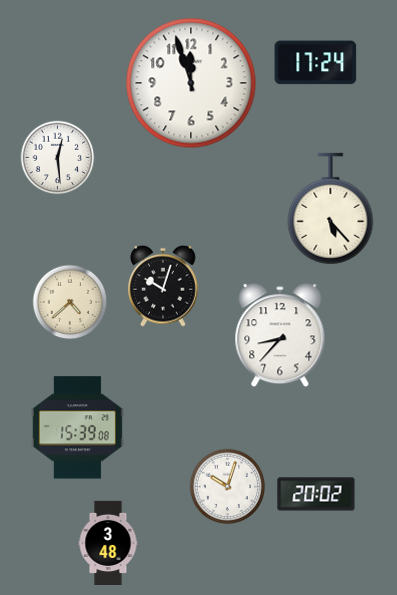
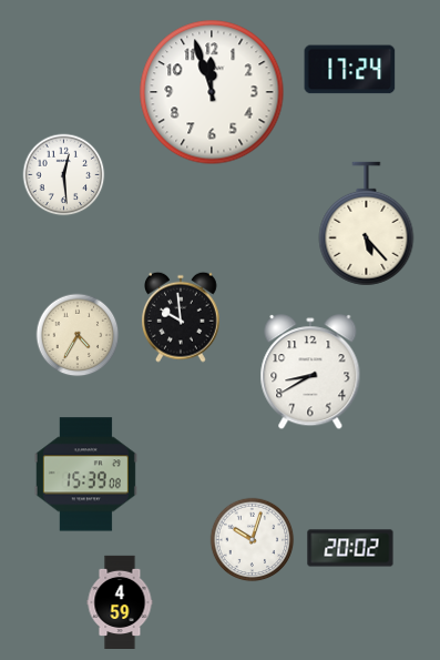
clock at (331, 209) position: (331, 209) -> (367, 224)
clock at (164, 286): 10:03 -> 9:59
clock at (70, 302): 4:38 -> 4:35
clock at (280, 336): 8:37 -> 8:40
clock at (108, 543): 3:48 -> 4:59
